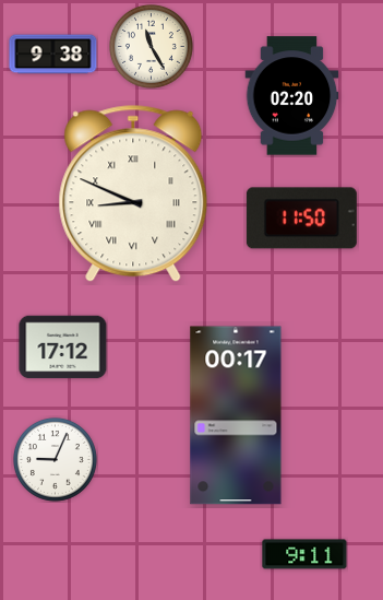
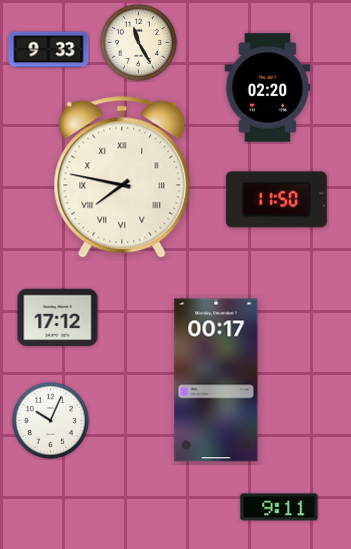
clock at (53, 55): 9:38 -> 9:33
clock at (133, 193): 8:49 -> 7:47
clock at (55, 459): 9:04 -> 10:04
